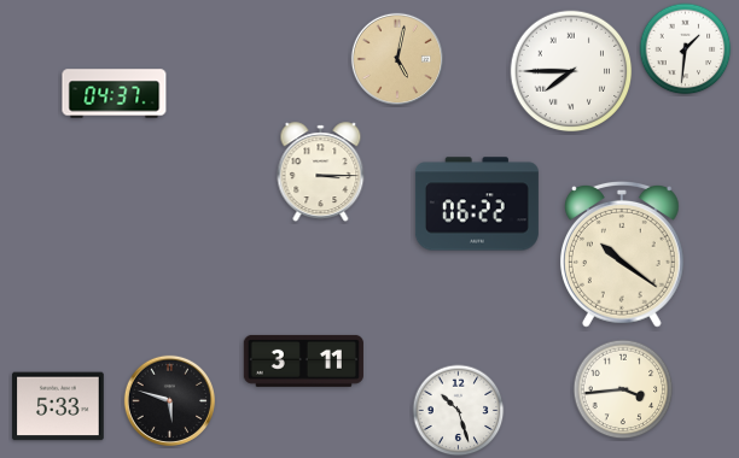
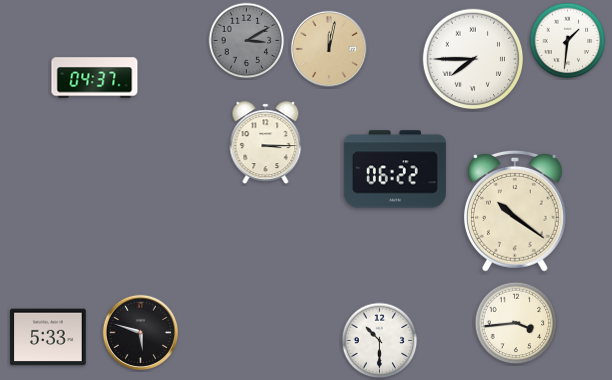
clock at (247, 41): none -> 3:10
clock at (396, 58): 5:02 -> 12:02
clock at (303, 360): 3:11 -> none
clock at (459, 411): 10:27 -> 10:30
